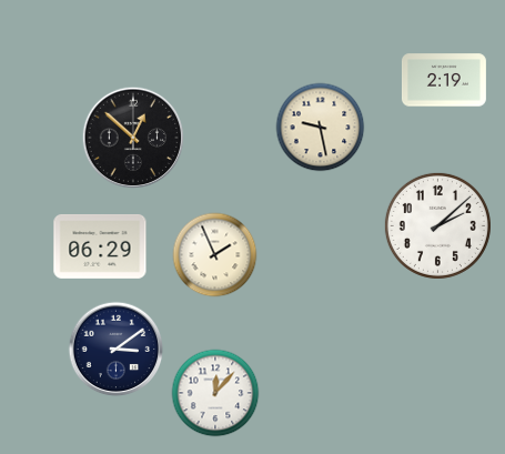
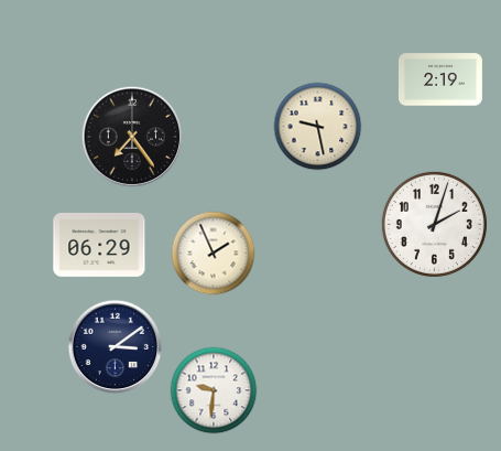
clock at (132, 137): 12:52 -> 7:24
clock at (437, 225): 2:08 -> 2:03
clock at (215, 393): 12:07 -> 9:31
